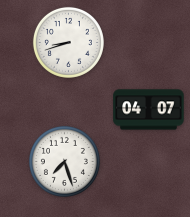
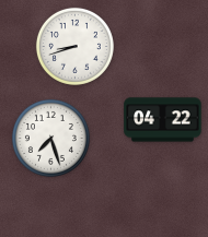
clock at (149, 110): 04:07 -> 04:22
clock at (64, 161) position: (64, 161) -> (50, 138)
